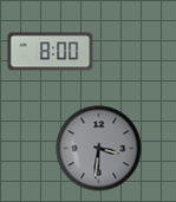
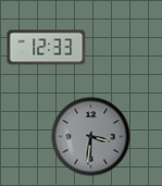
clock at (51, 52): 8:00 -> 12:33
